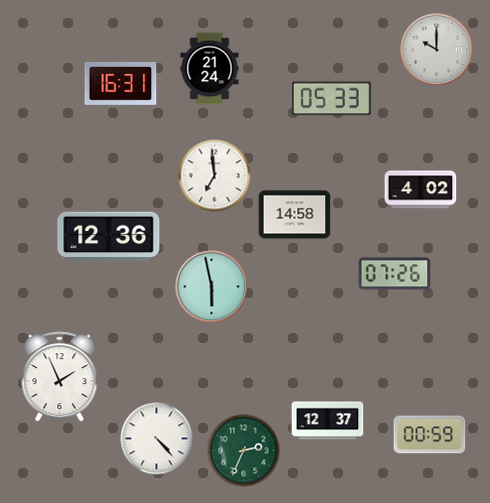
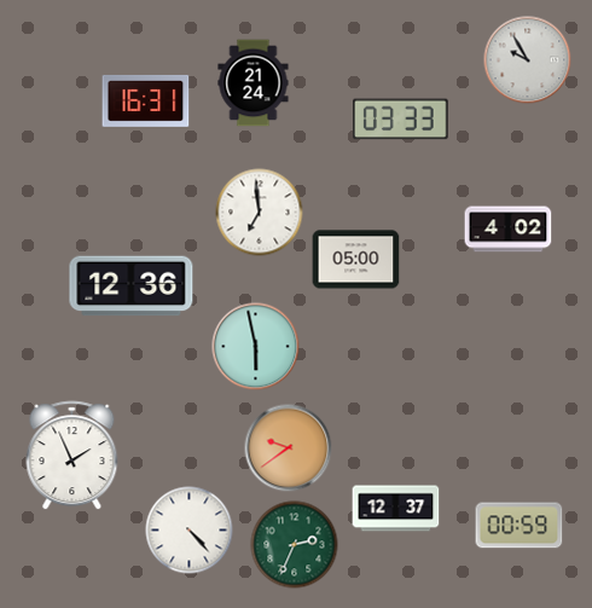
clock at (437, 50): 10:00 -> 9:55
clock at (332, 99): 05:33 -> 03:33
clock at (295, 215): 14:58 -> 05:00
clock at (395, 274): 07:26 -> none
clock at (289, 448): none -> 9:39
